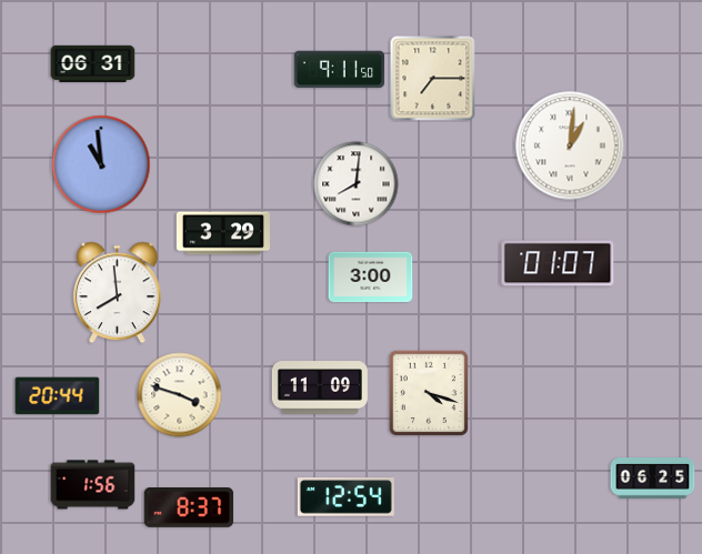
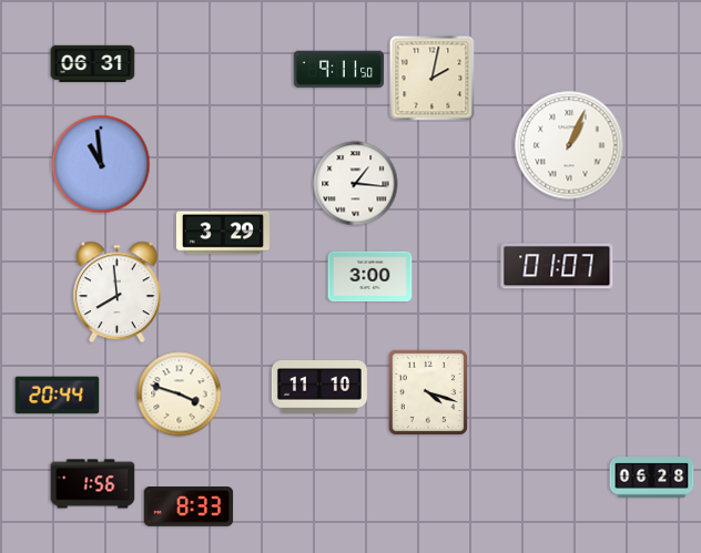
clock at (433, 79): 7:15 -> 2:02
clock at (570, 145): 1:01 -> 1:04
clock at (357, 184): 8:01 -> 1:16
clock at (558, 263) position: (558, 263) -> (557, 266)
clock at (320, 387): 11:09 -> 11:10
clock at (653, 479): 06:25 -> 06:28
clock at (345, 497): 12:54 -> none
clock at (189, 508): 8:37 -> 8:33
